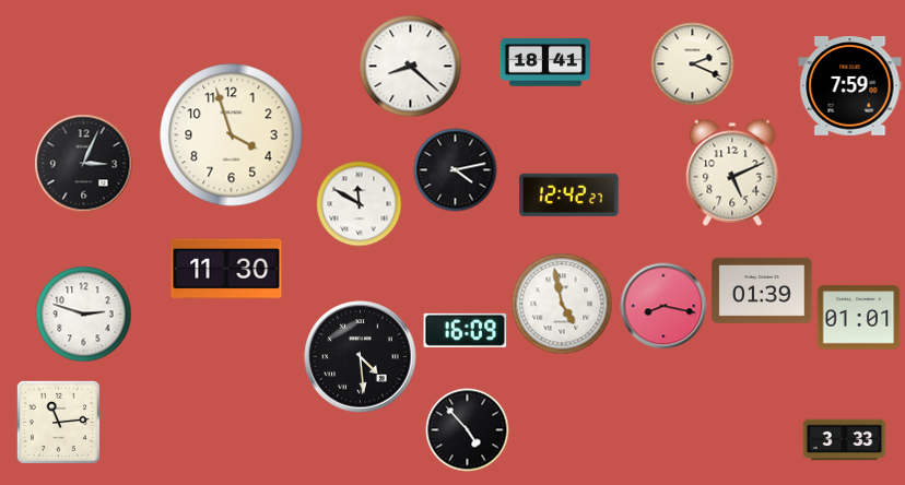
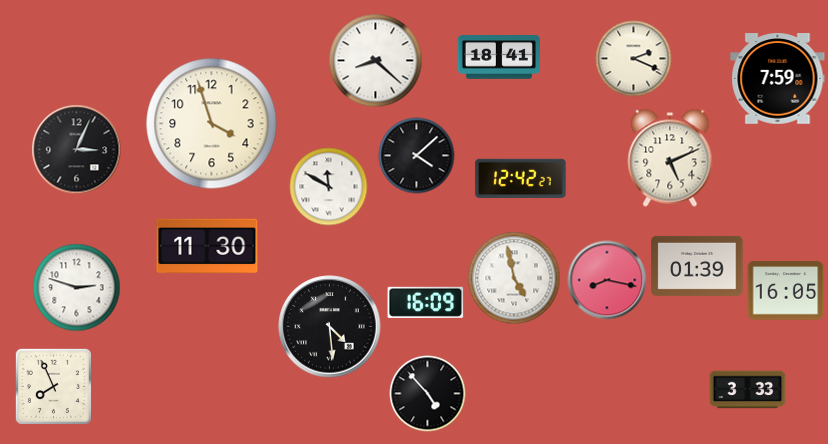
clock at (456, 170): 4:13 -> 4:08
clock at (859, 318): 01:01 -> 16:05
clock at (58, 422): 11:14 -> 7:56
clock at (845, 440) position: (845, 440) -> (748, 390)
